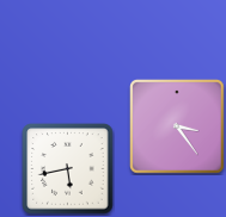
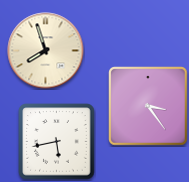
clock at (46, 51): none -> 7:57
